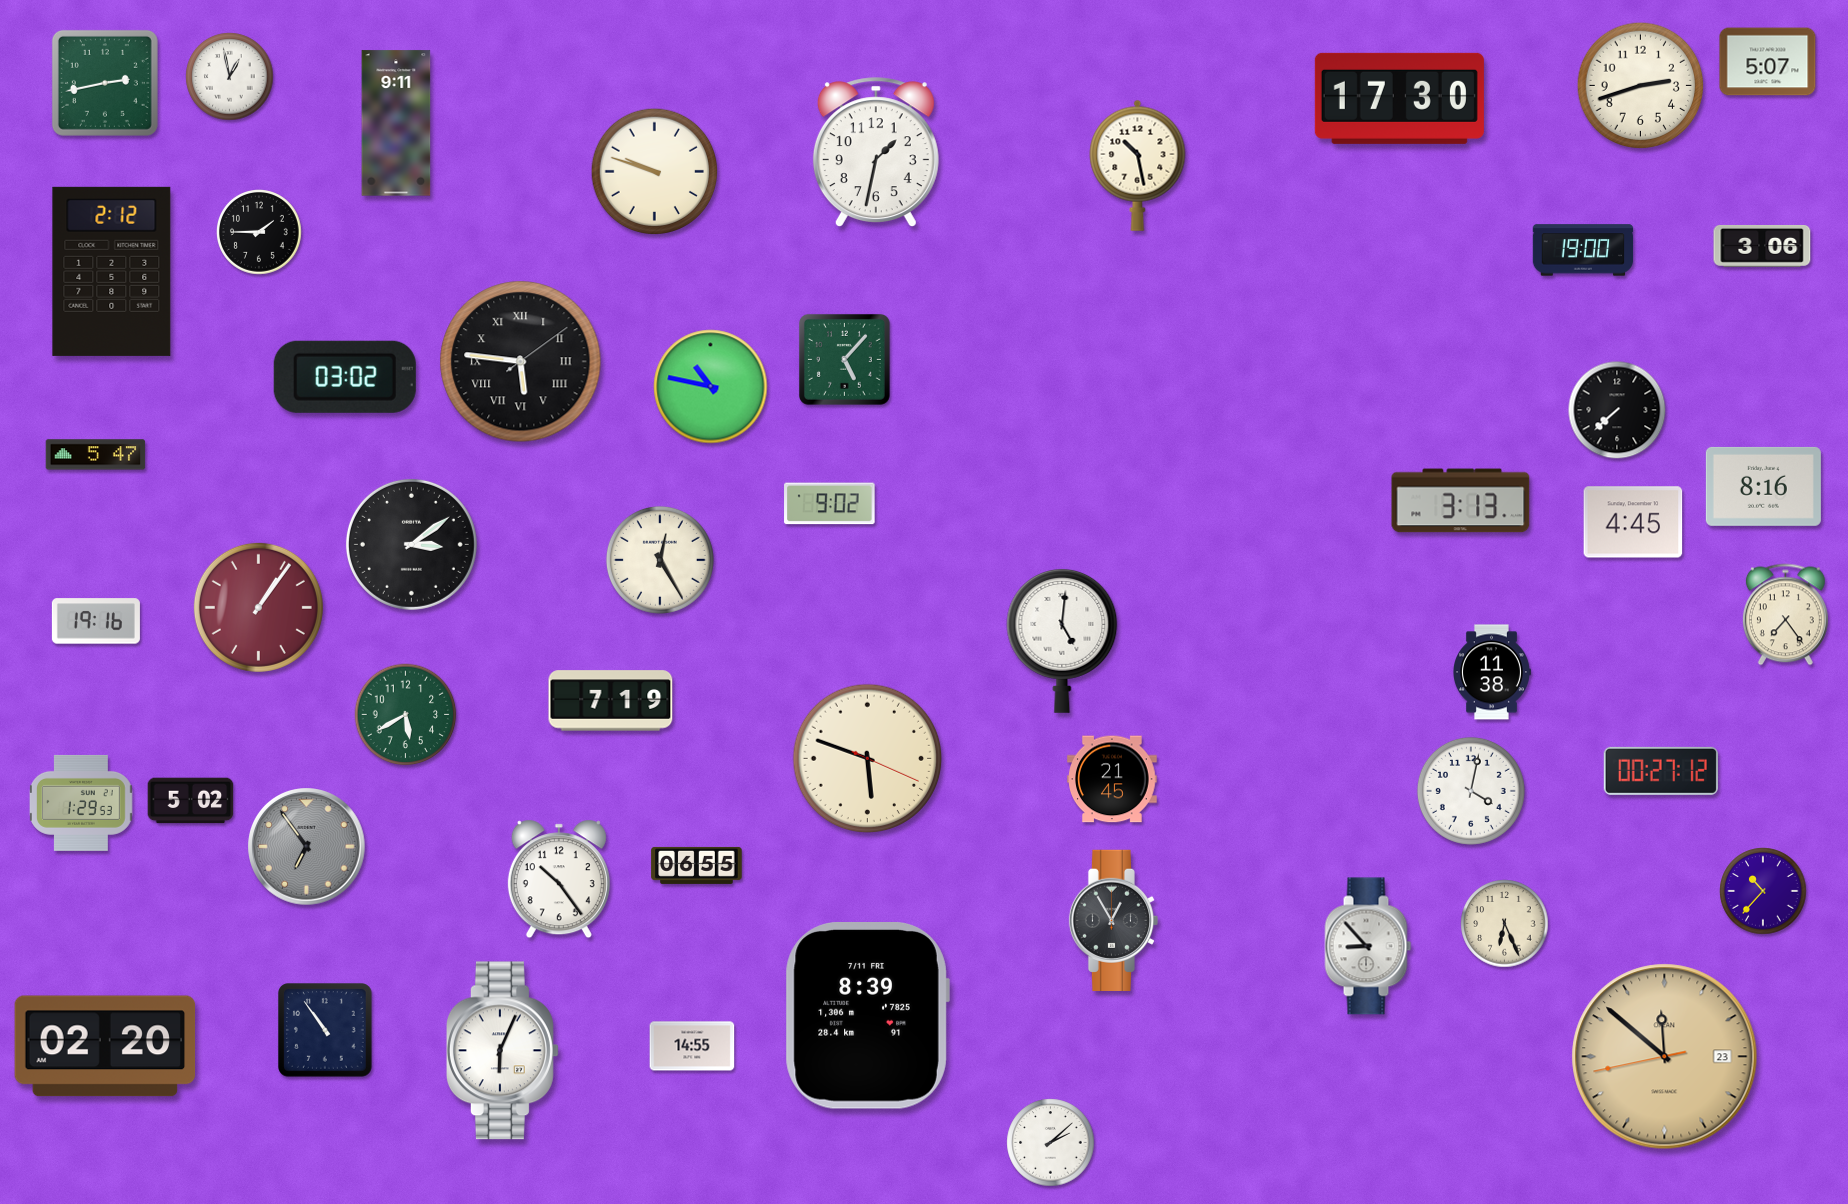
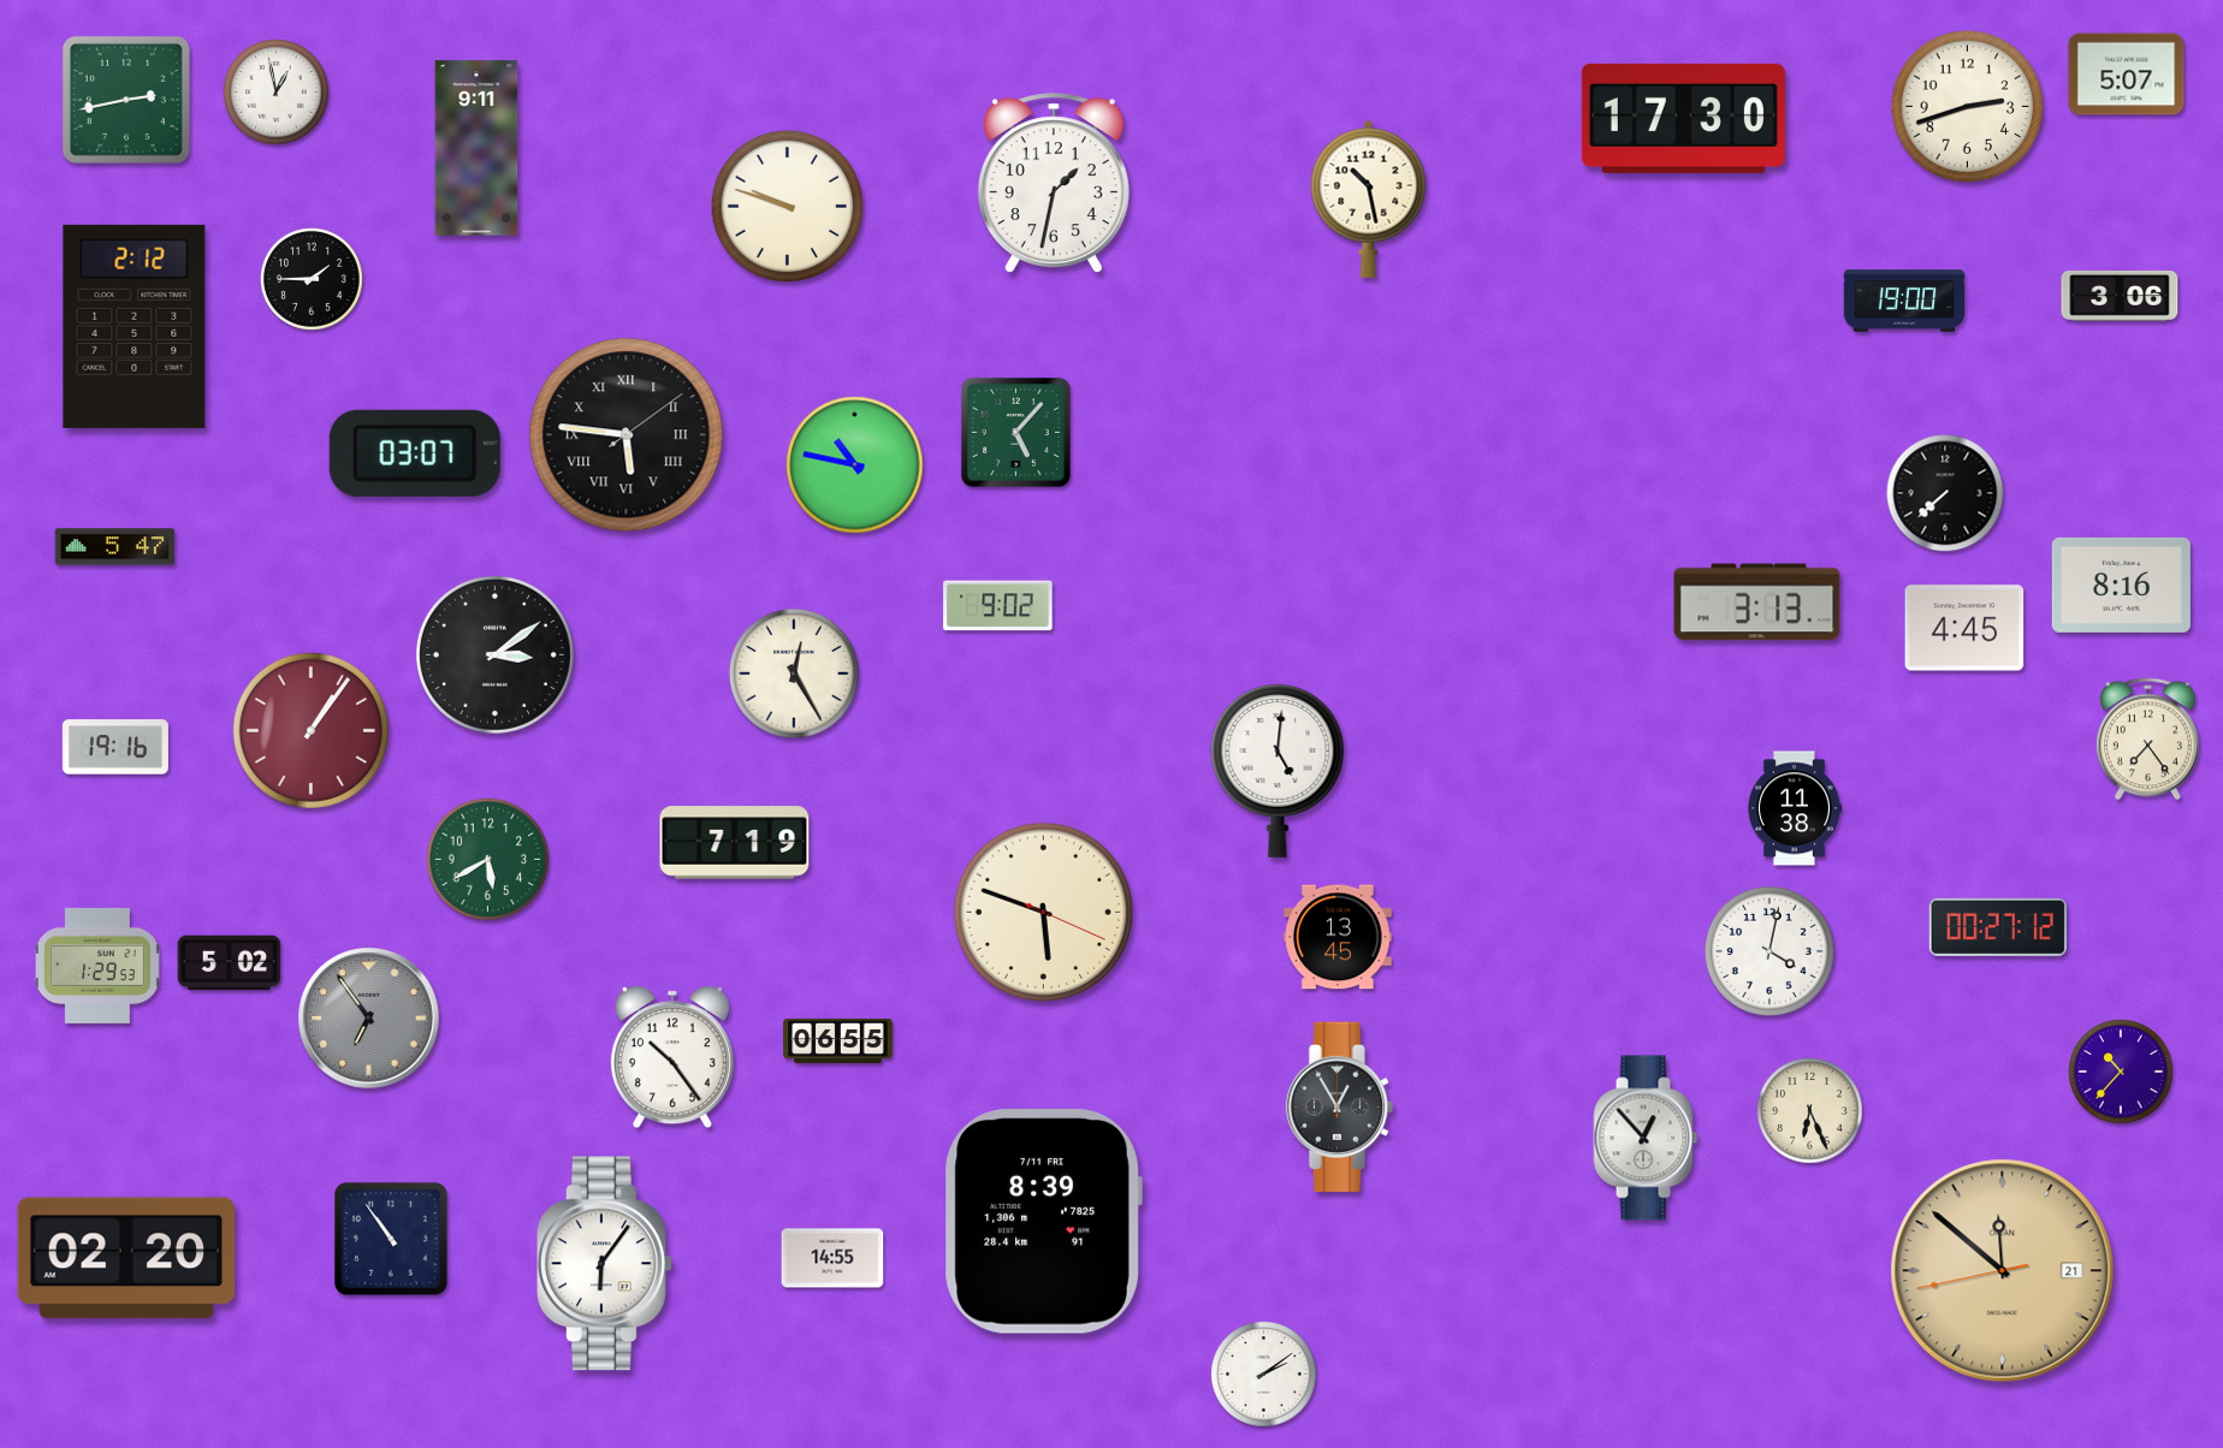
clock at (1641, 86) position: (1641, 86) -> (1968, 107)
clock at (345, 377): 03:02 -> 03:07
clock at (1113, 779): 21:45 -> 13:45
clock at (1368, 946): 8:53 -> 12:53
clock at (502, 1051): 6:04 -> 6:06
clock at (1665, 1057) date: 23 -> 21
clock at (1051, 1143): 2:08 -> 2:09
